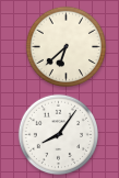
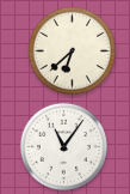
clock at (58, 134): 8:06 -> 11:06
